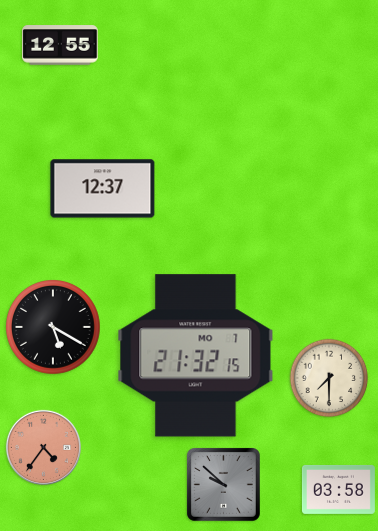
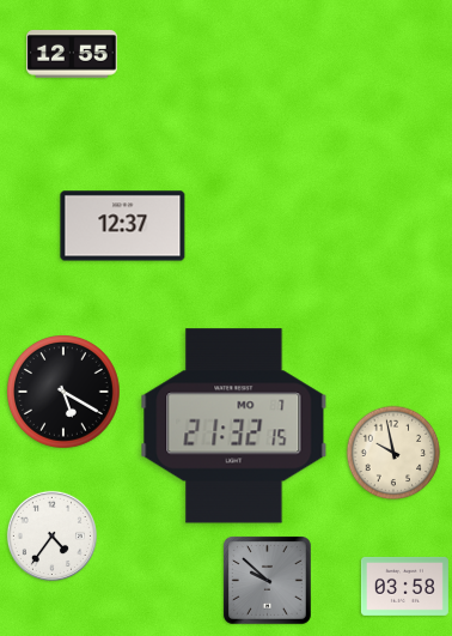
clock at (329, 378): 7:30 -> 9:58
clock at (43, 447) dial: salmon -> white
